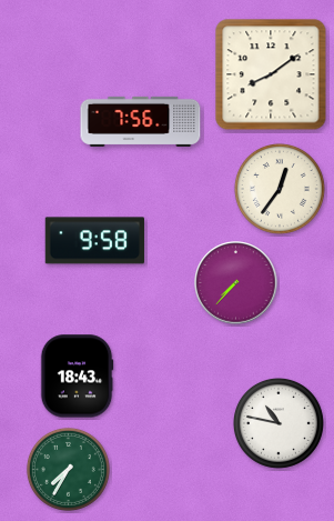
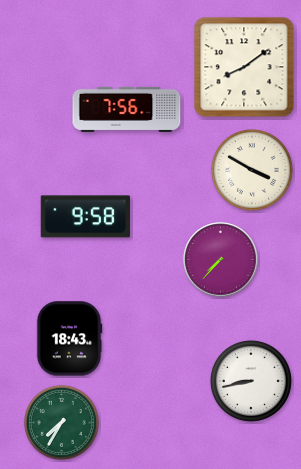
clock at (280, 189): 12:36 -> 3:50
clock at (236, 283) position: (236, 283) -> (221, 260)
clock at (279, 423): 10:47 -> 8:43
